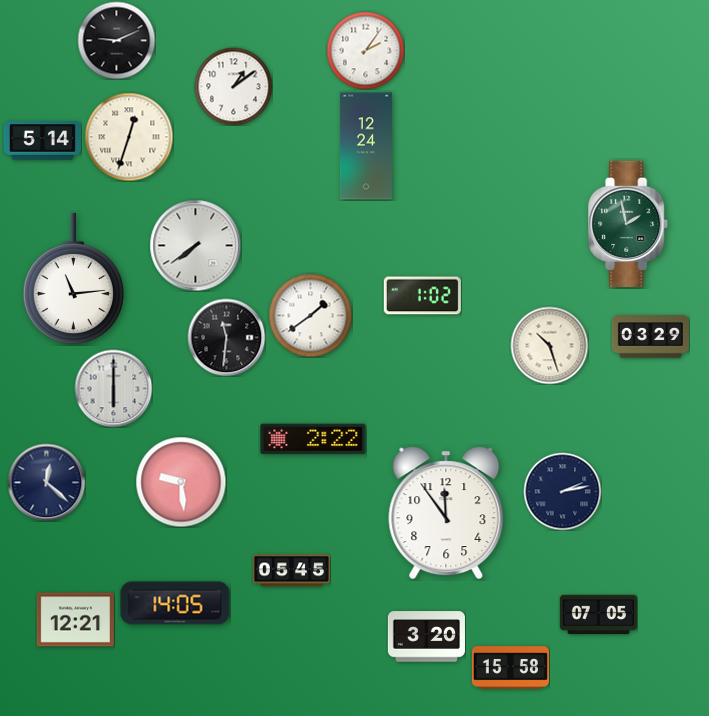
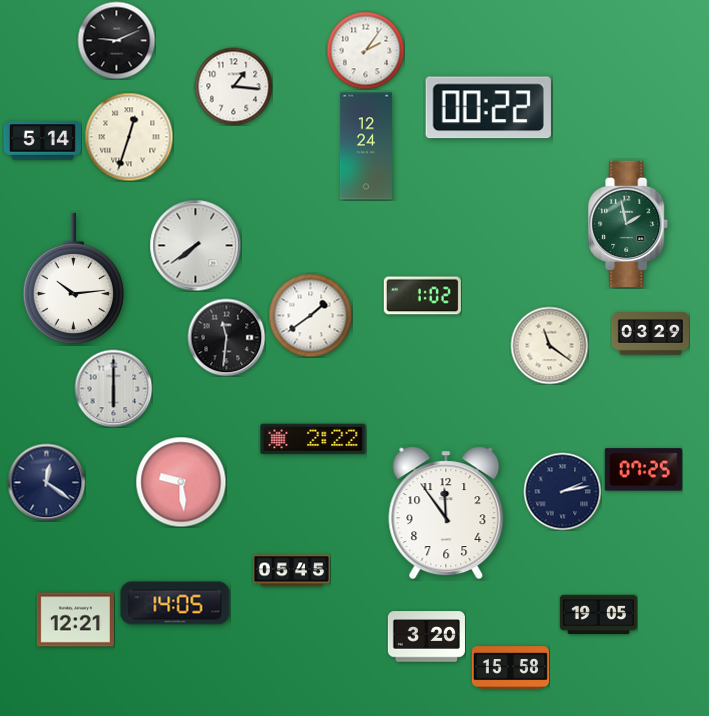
clock at (233, 86): 1:09 -> 1:16
clock at (488, 108): none -> 00:22
clock at (73, 279): 11:14 -> 10:14
clock at (650, 337) position: (650, 337) -> (650, 334)
clock at (549, 345): 10:27 -> 11:21
clock at (643, 470): none -> 07:25
clock at (46, 482): 12:22 -> 12:21
clock at (598, 615): 07:05 -> 19:05
